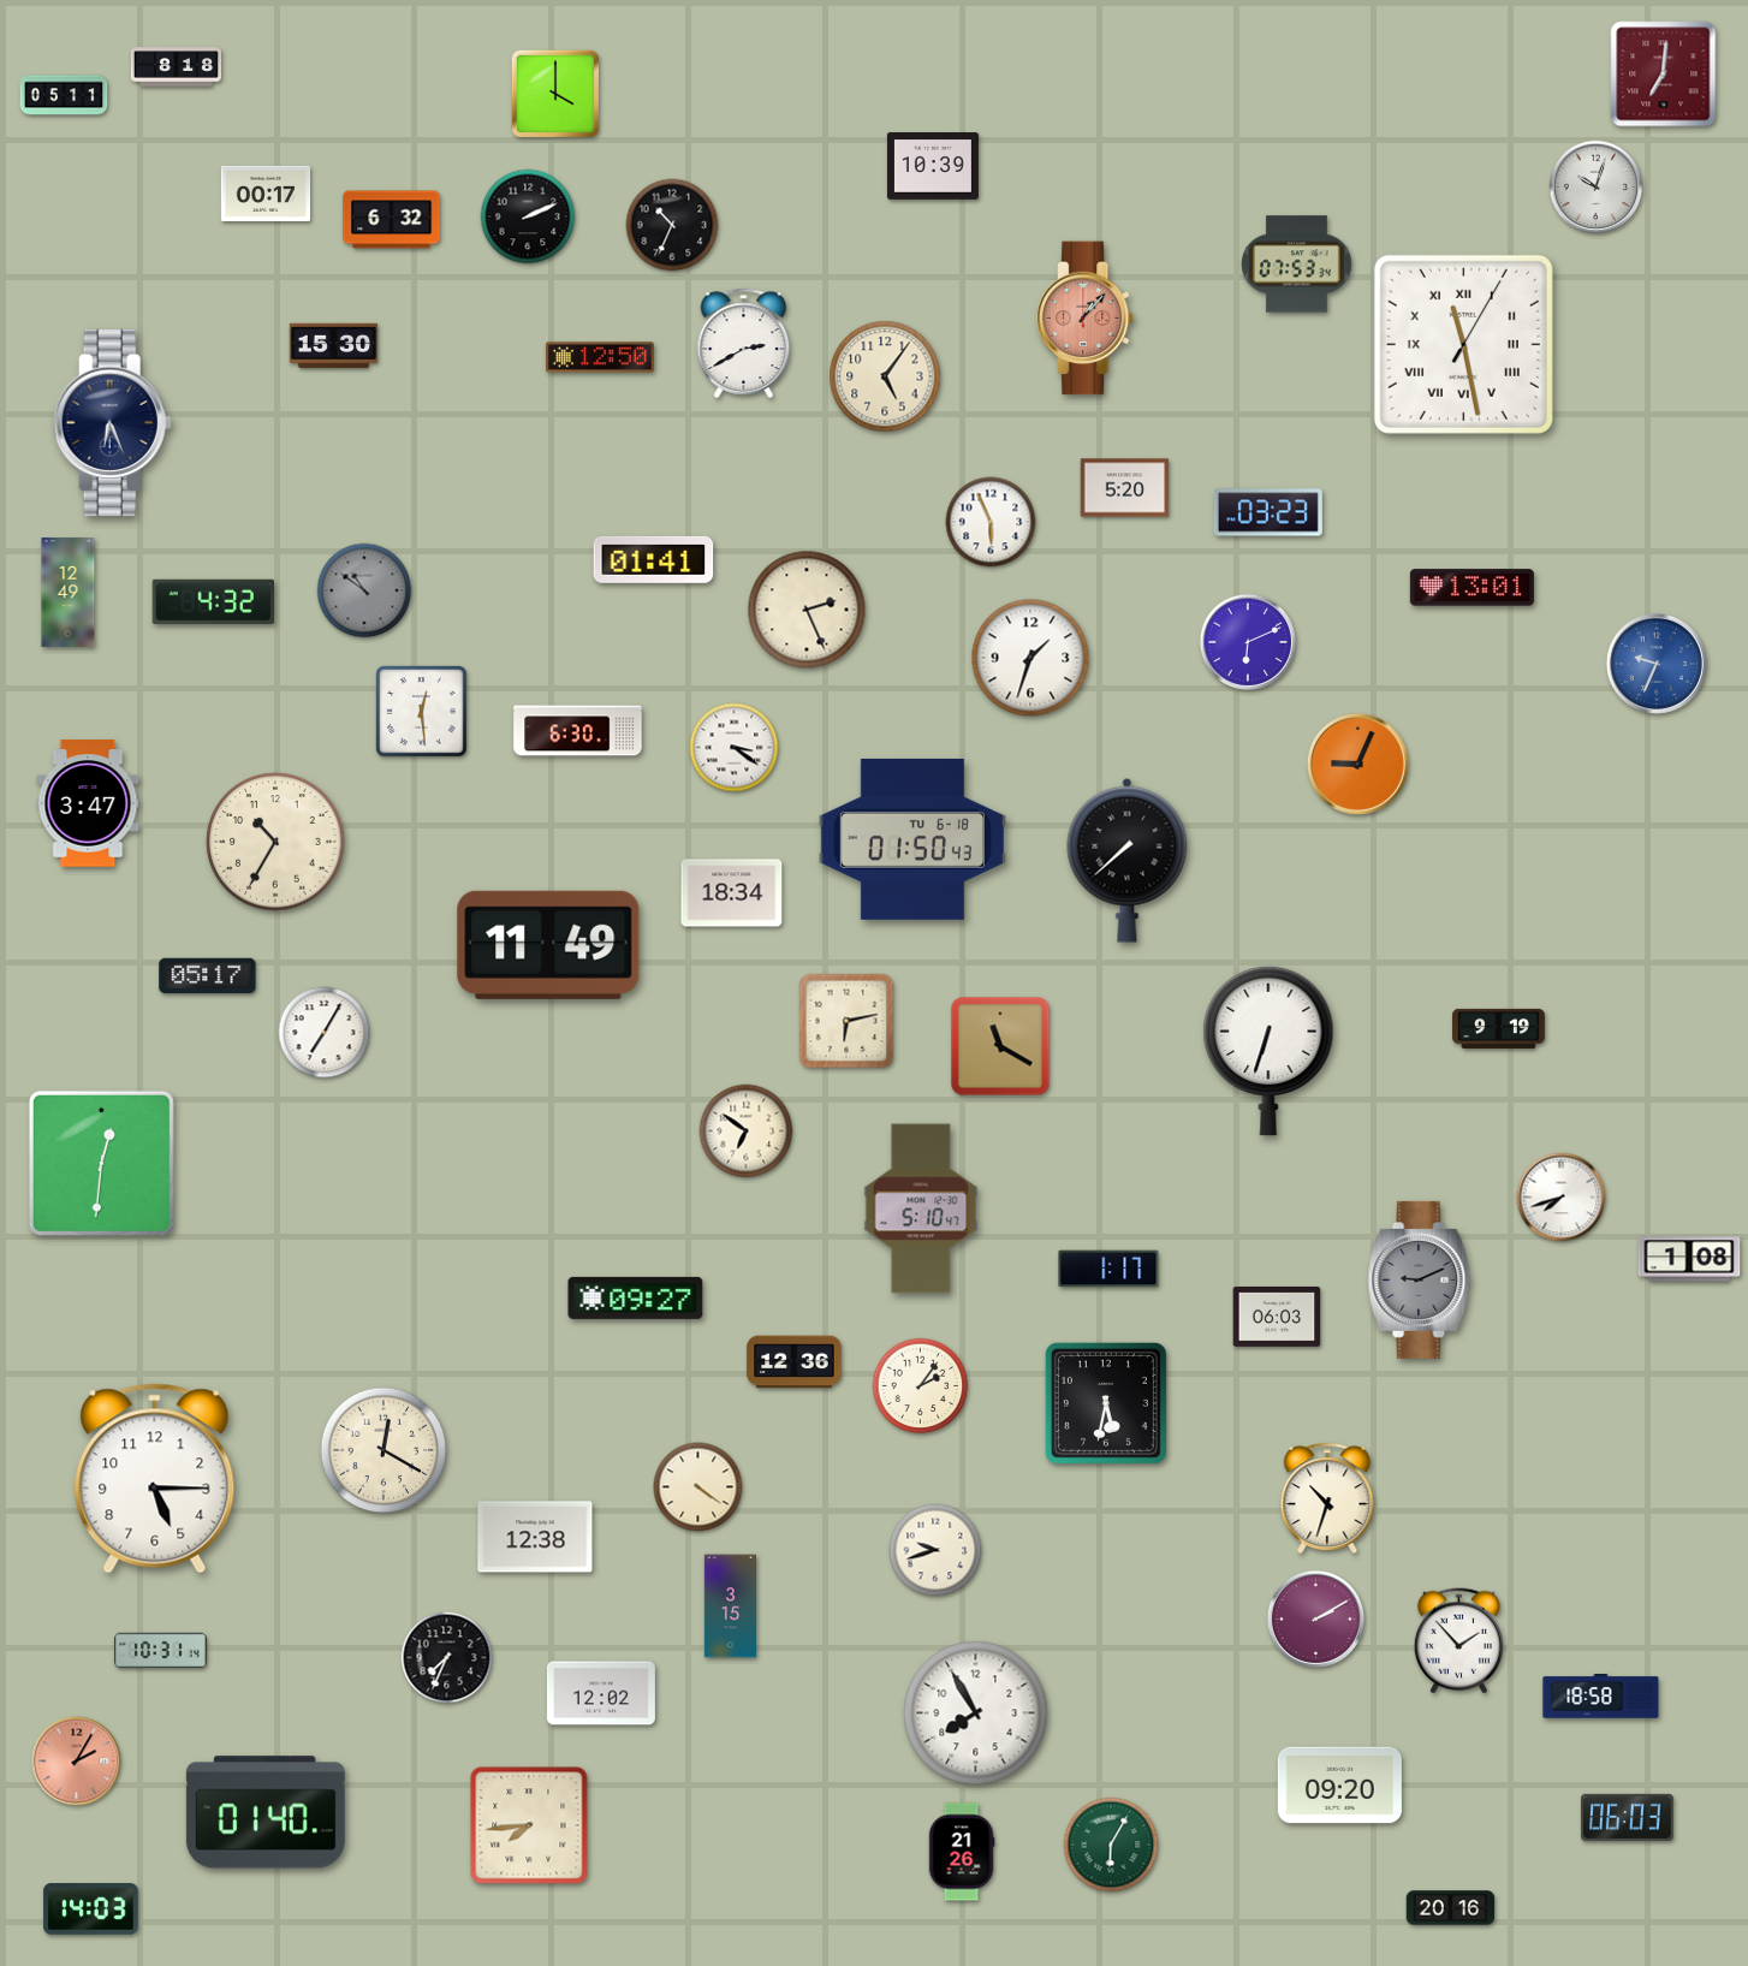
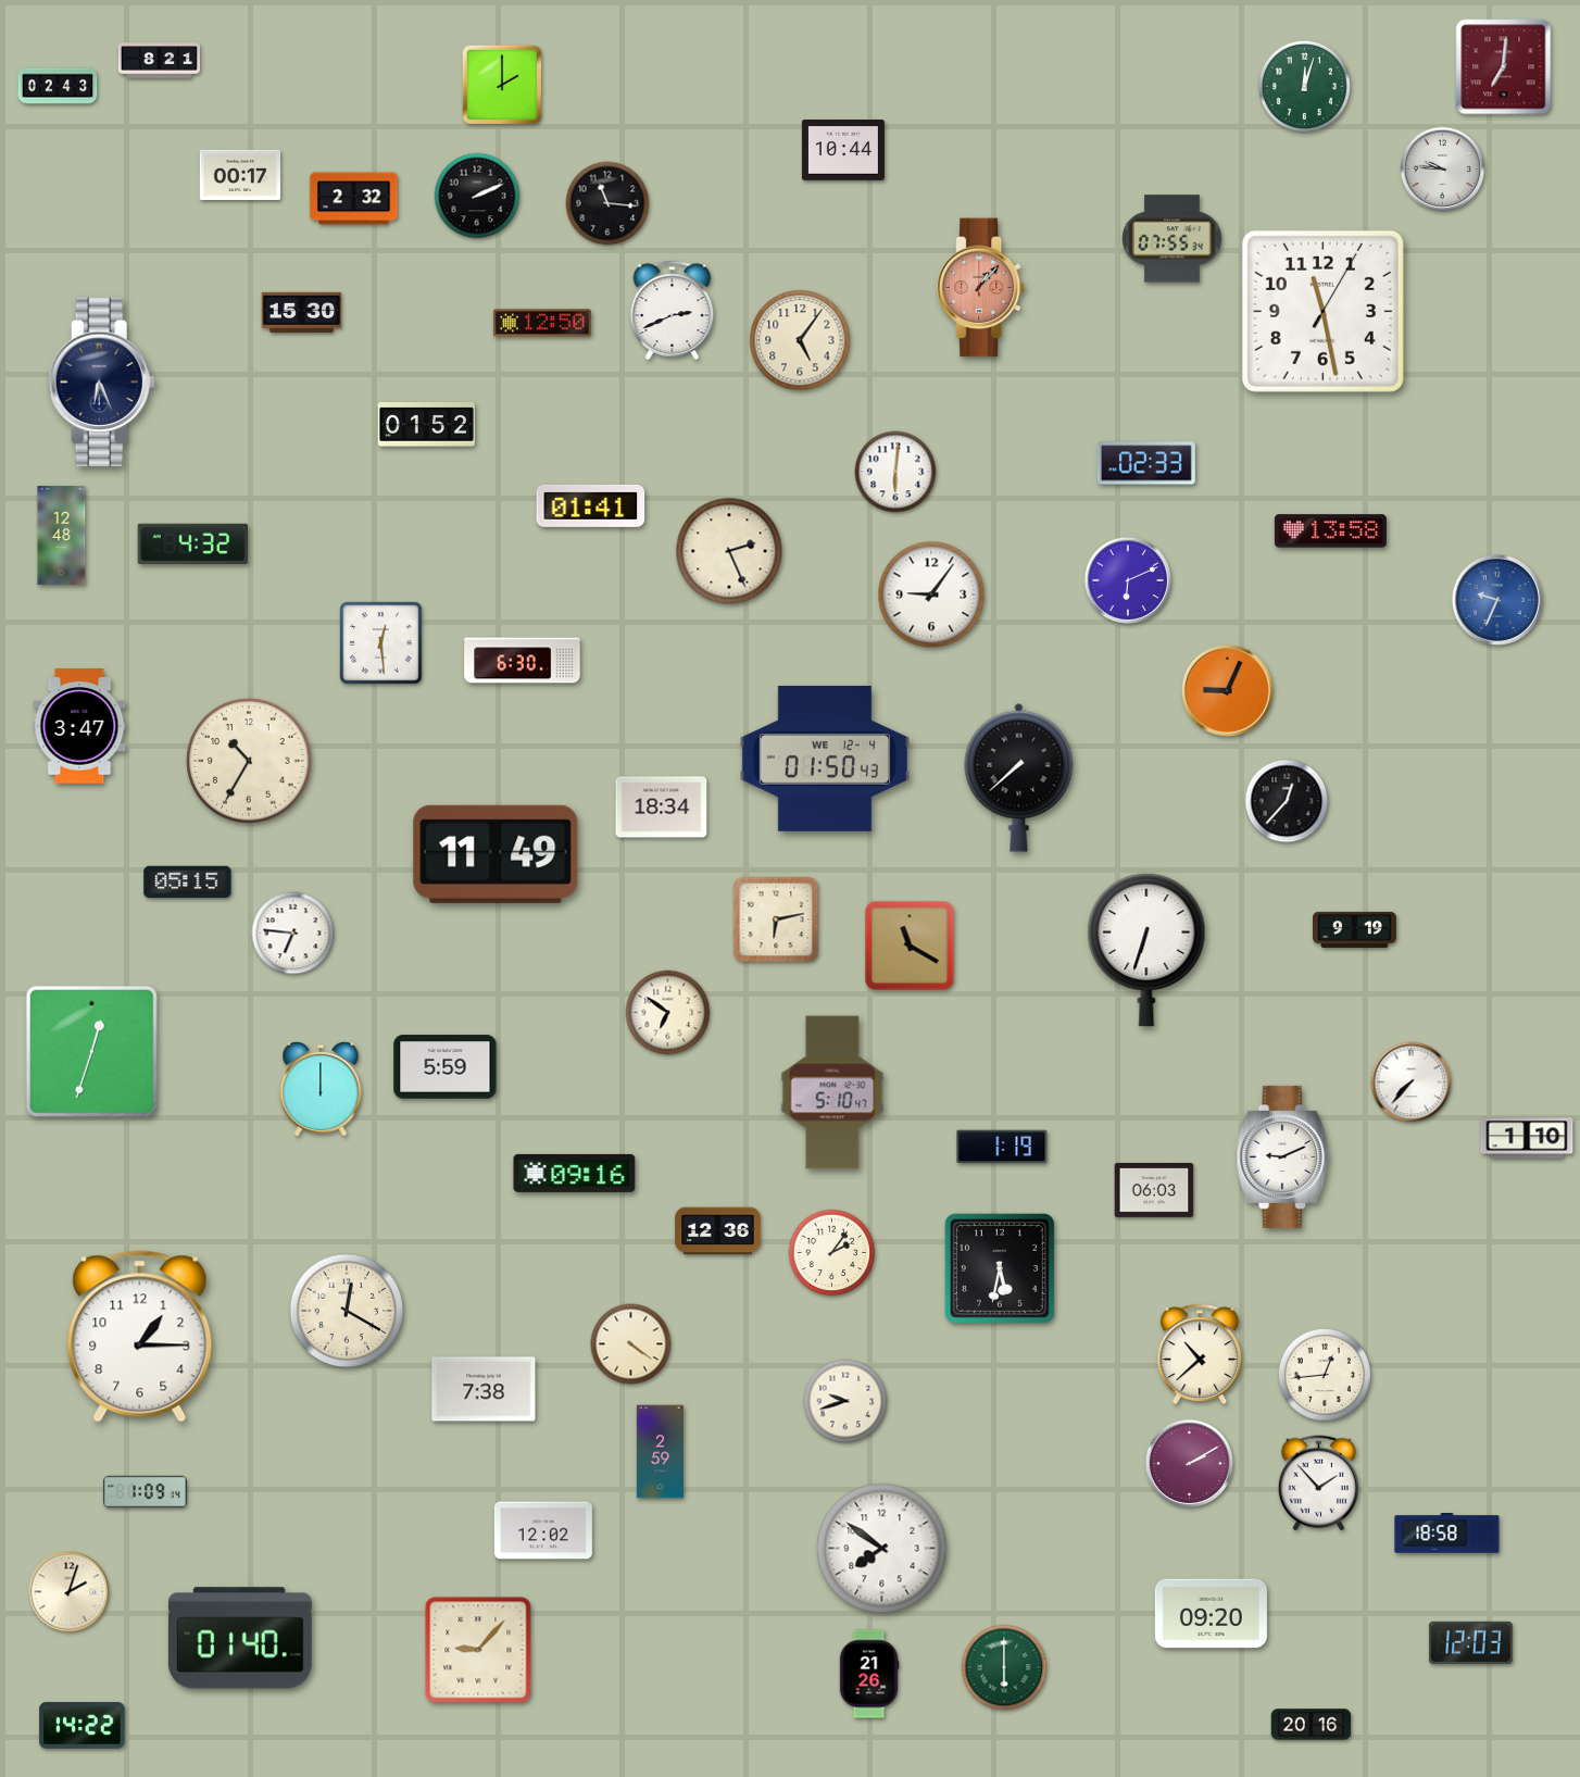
clock at (176, 67): 8:18 -> 8:21
clock at (555, 94): 4:00 -> 2:00
clock at (64, 95): 05:11 -> 02:43
clock at (1304, 86): none -> 12:03
clock at (933, 166): 10:39 -> 10:44
clock at (1597, 188): 10:03 -> 9:46
clock at (392, 220): 6:32 -> 2:32
clock at (672, 225): 10:34 -> 11:16
clock at (1297, 265): 07:53 -> 07:55
clock at (744, 343): 2:40 -> 2:41
clock at (1463, 344) numerals: Roman -> Arabic
clock at (426, 425): none -> 01:52
clock at (1125, 488): 5:20 -> none
clock at (1268, 512): 03:23 -> 02:33
clock at (991, 522): 5:56 -> 6:01
clock at (1471, 588): 13:01 -> 13:58
clock at (364, 590): 10:51 -> none
clock at (69, 593): 12:49 -> 12:48
clock at (1030, 658): 1:33 -> 9:06
clock at (735, 748): 3:21 -> none
clock at (911, 839) date: TU 6-18 -> WE 12-4
clock at (1287, 801): none -> 12:37
clock at (208, 976): 05:17 -> 05:15
clock at (846, 1021) position: (846, 1021) -> (776, 919)
clock at (325, 1033): 7:05 -> 6:46
clock at (1000, 1046) position: (1000, 1046) -> (910, 946)
clock at (747, 1132) position: (747, 1132) -> (668, 1013)
clock at (101, 1163): 12:31 -> 12:33
clock at (446, 1067): none -> 5:59
clock at (1562, 1198): 7:42 -> 7:37
clock at (321, 1089): none -> 12:00
clock at (1689, 1259): 1:08 -> 1:10
clock at (1108, 1269): 1:17 -> 1:19
clock at (1420, 1279) dial: grey -> white
clock at (636, 1297): 09:27 -> 09:16
clock at (155, 1479): 5:15 -> 1:15
clock at (1327, 1497): 10:33 -> 10:38
clock at (1325, 1375): none -> 12:44
clock at (535, 1537): 12:38 -> 7:38
clock at (730, 1606): 3:15 -> 2:59
clock at (161, 1651): 10:31 -> 1:09
clock at (447, 1658): 7:34 -> none
clock at (976, 1713): 7:55 -> 7:51
clock at (77, 1762): 2:05 -> 2:03
clock at (77, 1762) dial: salmon -> cream
clock at (1627, 1817): 06:03 -> 12:03
clock at (529, 1825): 7:44 -> 9:07
clock at (1111, 1845): 6:05 -> 6:00
clock at (91, 1909): 14:03 -> 14:22
